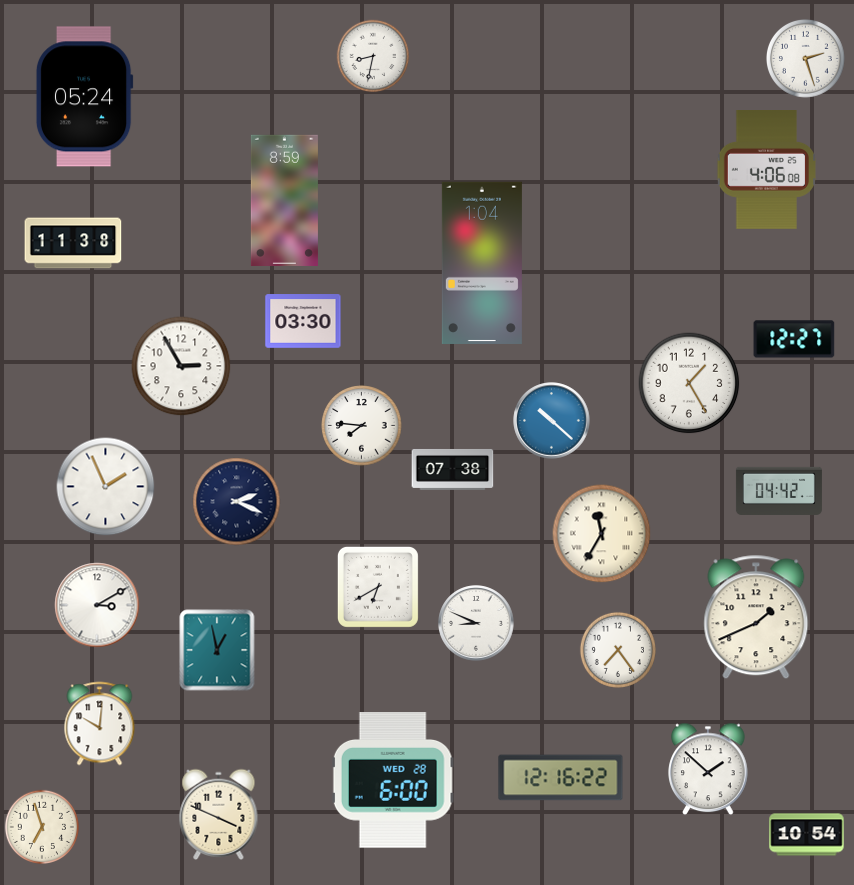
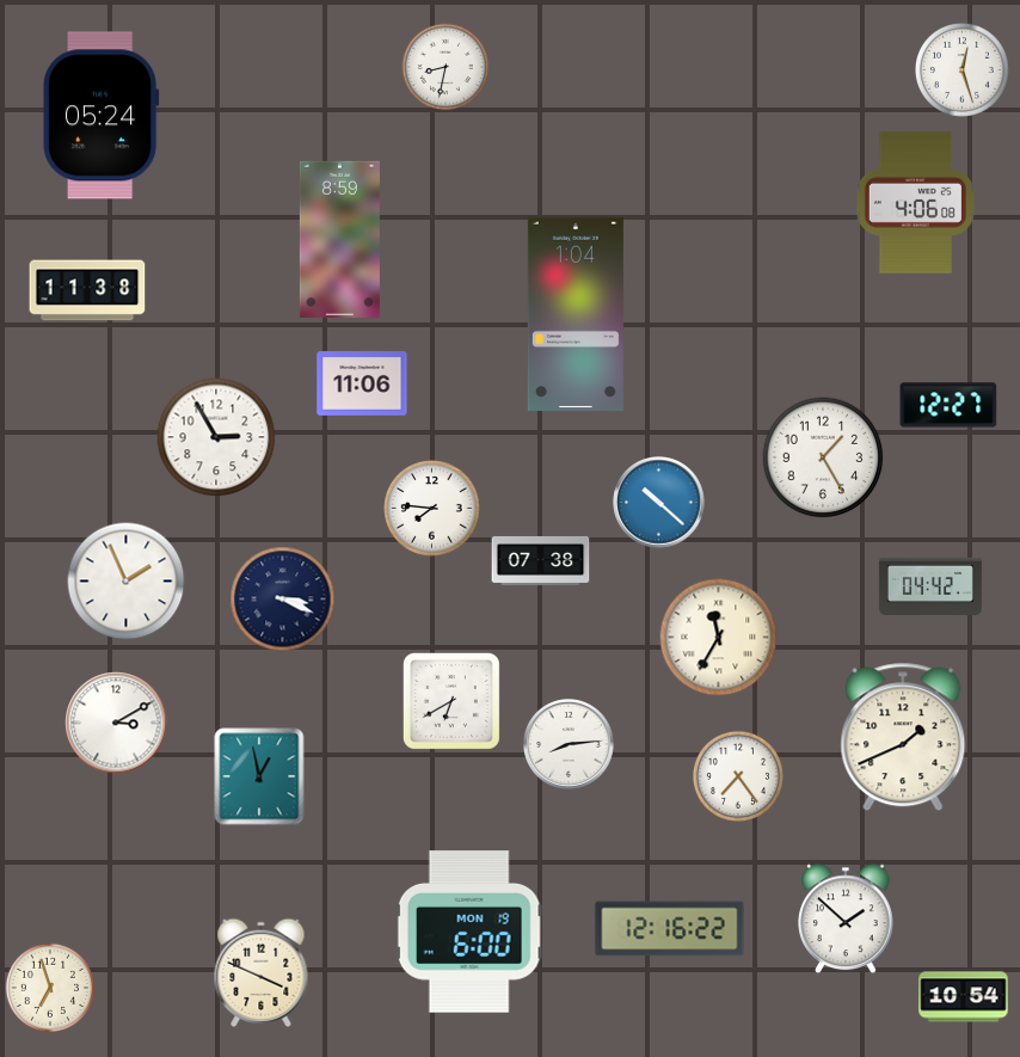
clock at (806, 59): 2:27 -> 12:27
clock at (303, 321): 03:30 -> 11:06
clock at (237, 502): 2:19 -> 3:19
clock at (476, 623): 8:49 -> 8:14
clock at (100, 724): 10:01 -> none
clock at (393, 780) date: WED 28 -> MON 19
